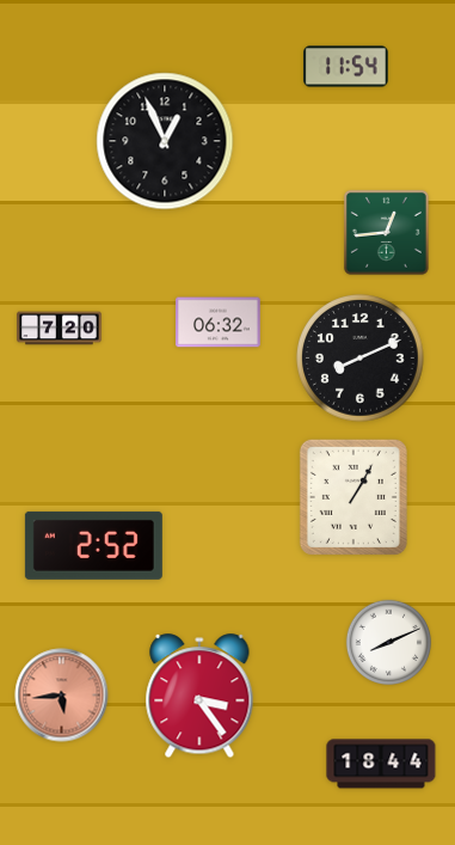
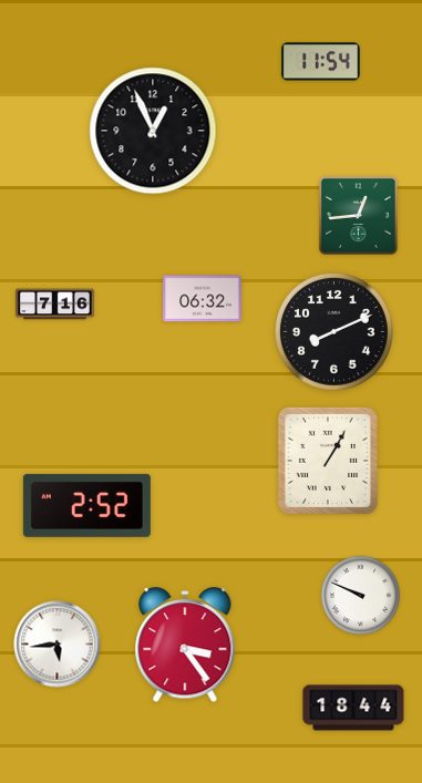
clock at (60, 329): 7:20 -> 7:16
clock at (388, 642): 8:11 -> 9:49
clock at (62, 696) dial: salmon -> white
